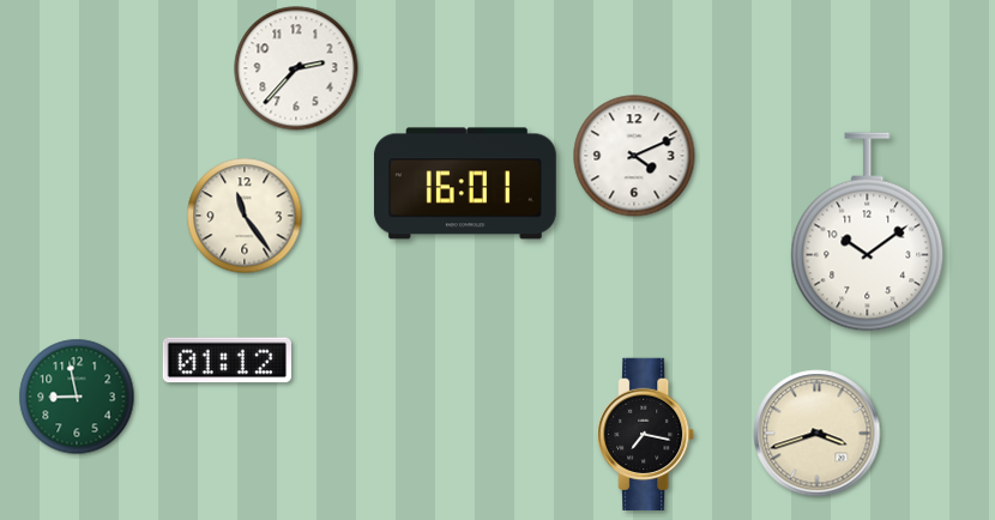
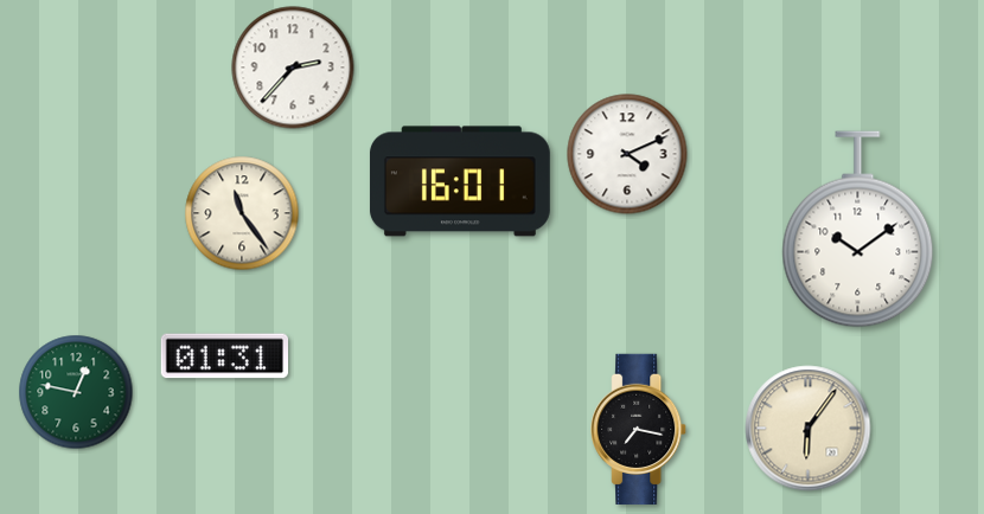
clock at (227, 361): 01:12 -> 01:31
clock at (77, 397): 8:58 -> 12:47
clock at (818, 434): 3:42 -> 6:06
